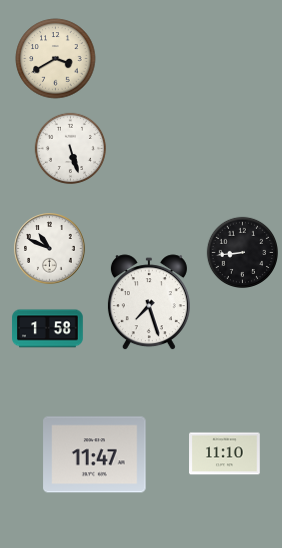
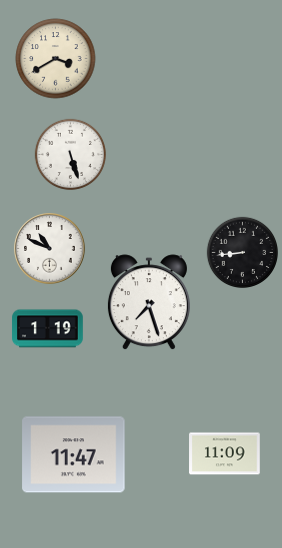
clock at (70, 148) position: (70, 148) -> (70, 154)
clock at (48, 329): 1:58 -> 1:19
clock at (225, 454): 11:10 -> 11:09
clock at (95, 455) position: (95, 455) -> (74, 455)
